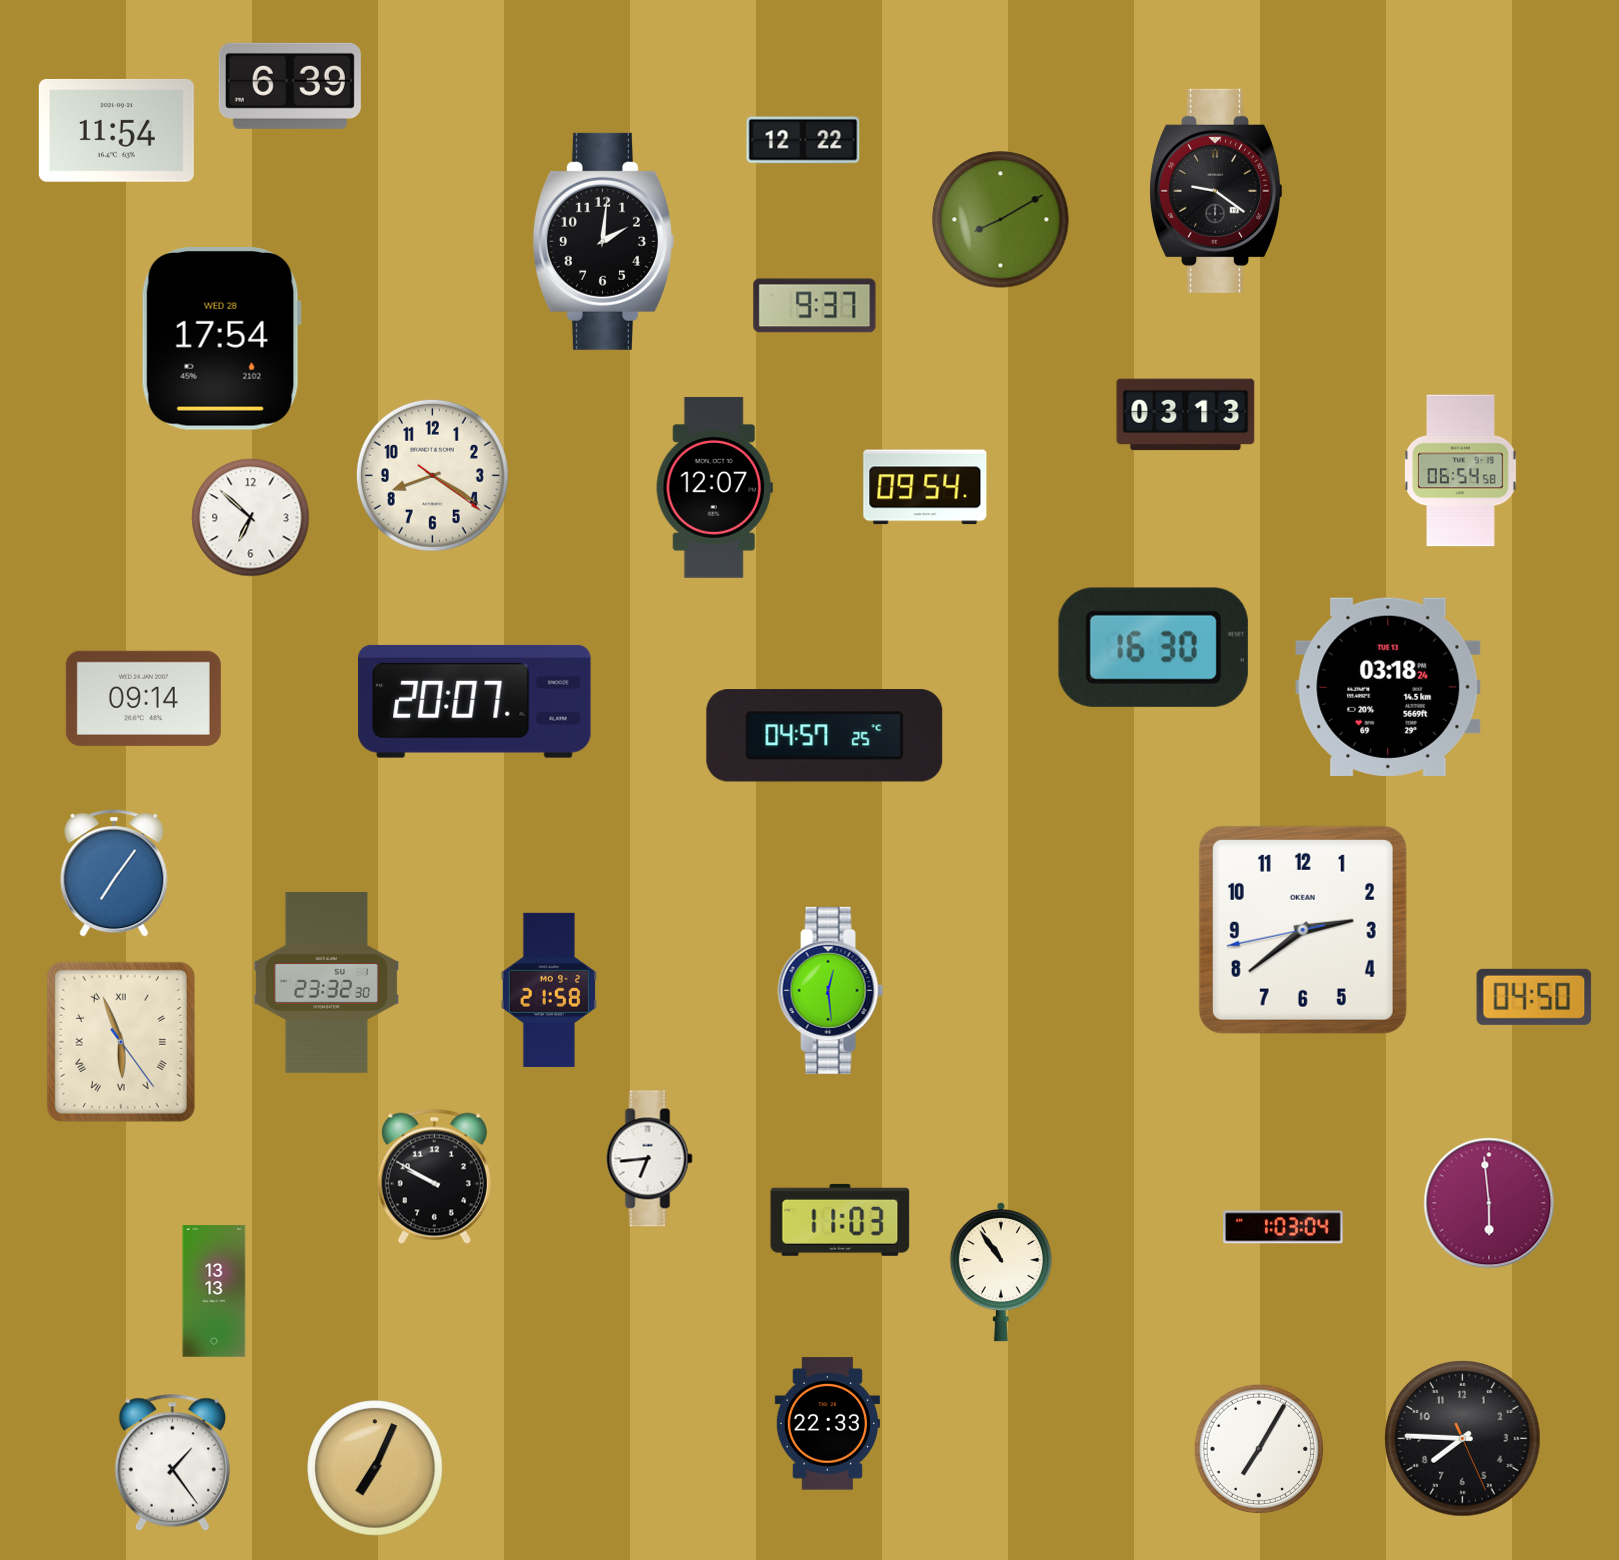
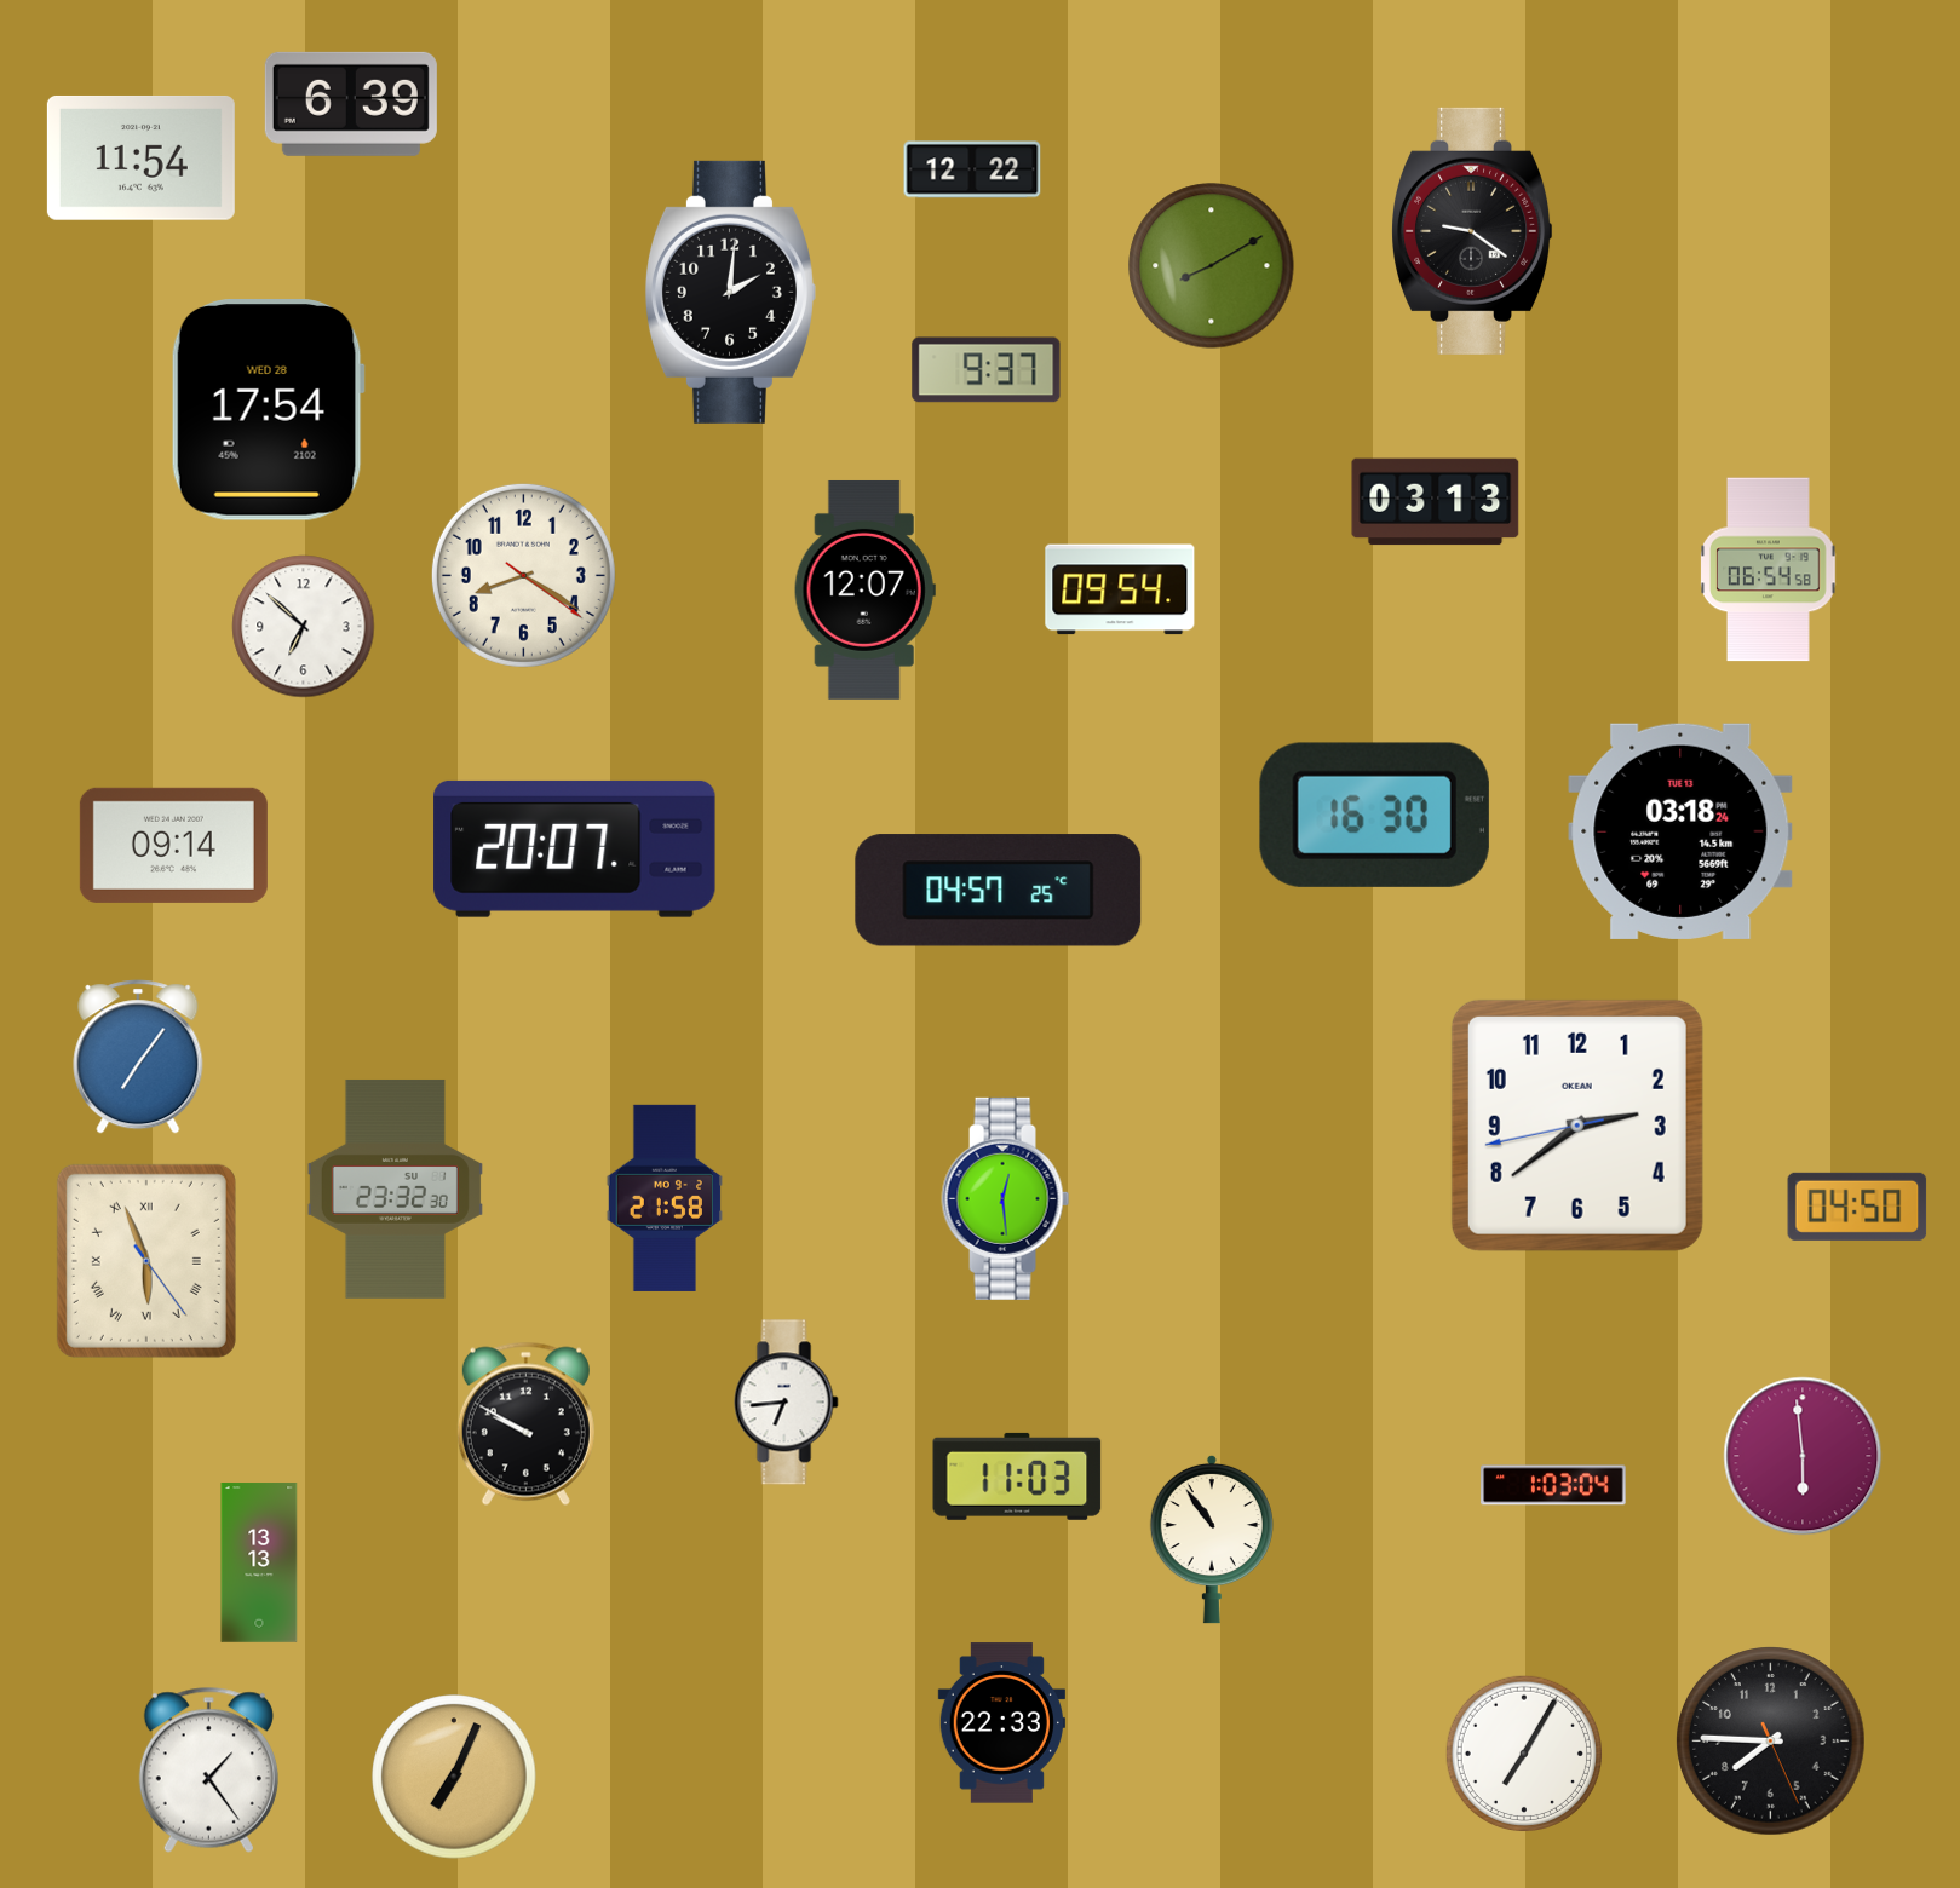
clock at (1153, 647) position: (1153, 647) -> (1374, 815)
